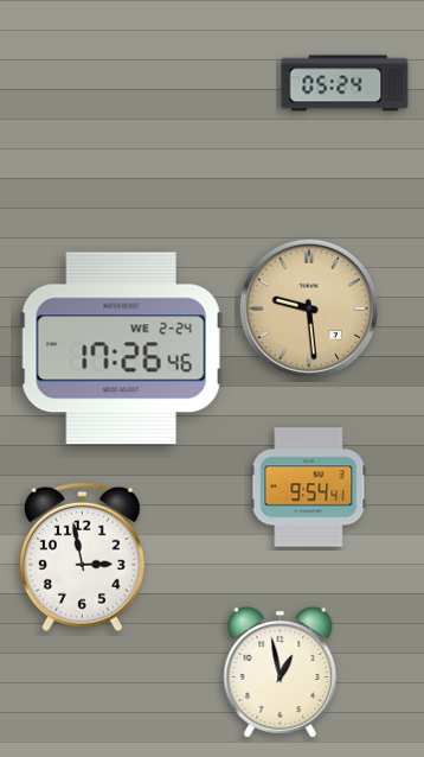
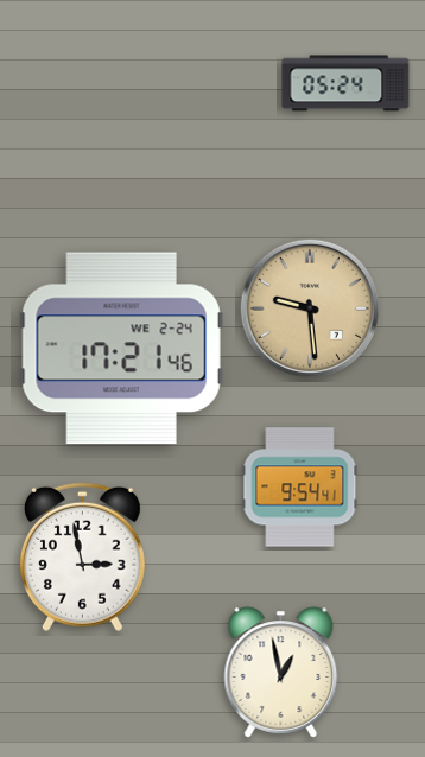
clock at (121, 349): 17:26 -> 17:21
clock at (309, 488) position: (309, 488) -> (300, 488)
